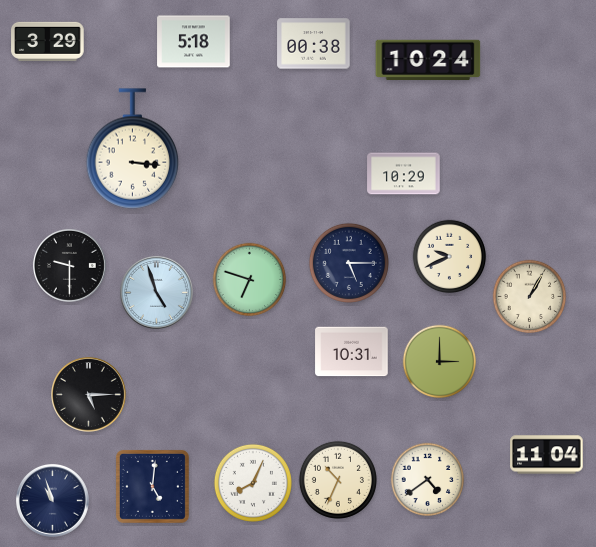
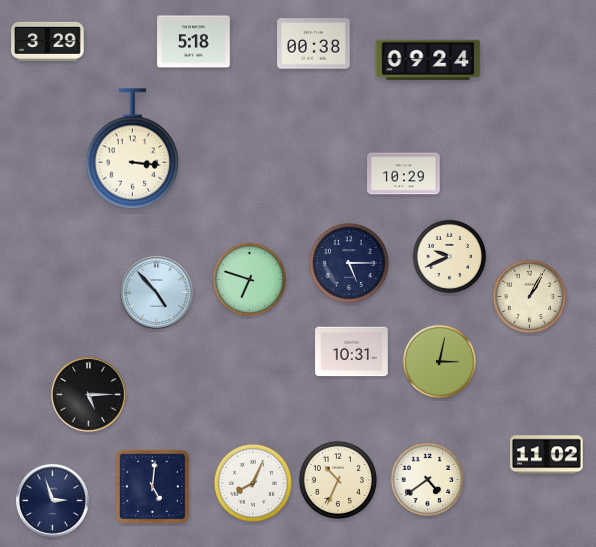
clock at (428, 60): 10:24 -> 09:24
clock at (70, 266): 9:30 -> none
clock at (157, 293): 4:57 -> 4:53
clock at (440, 362): 3:00 -> 3:02
clock at (547, 455): 11:04 -> 11:02
clock at (53, 501): 10:57 -> 2:57
